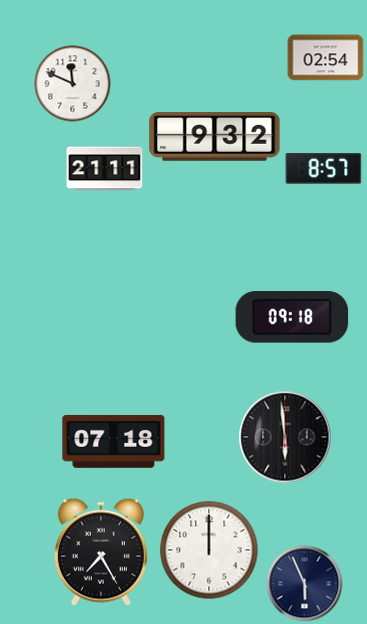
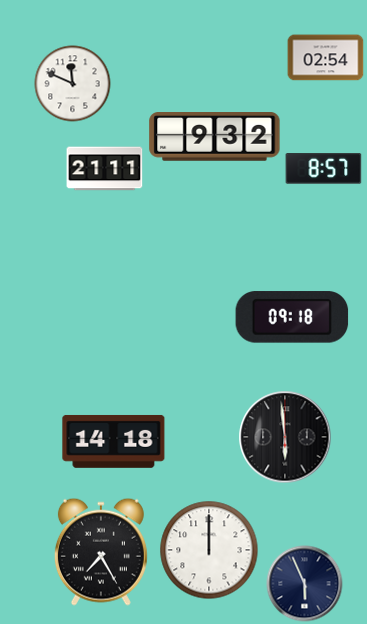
clock at (114, 441): 07:18 -> 14:18
